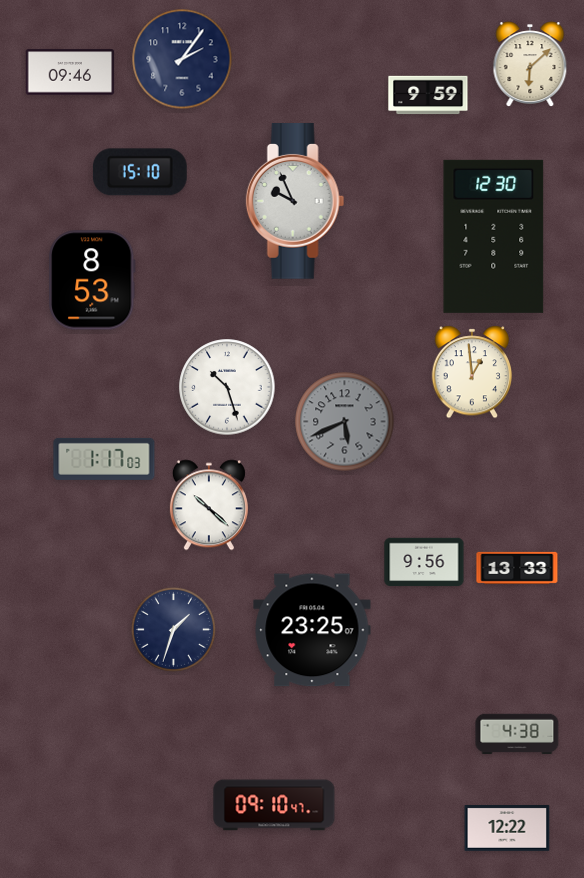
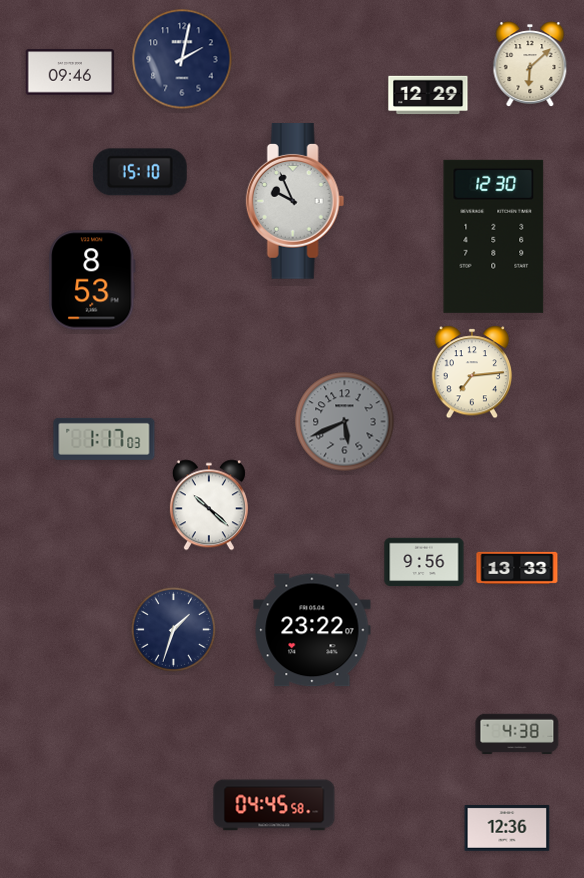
clock at (182, 59): 2:06 -> 2:02
clock at (428, 95): 9:59 -> 12:29
clock at (472, 372): 12:59 -> 7:14
clock at (227, 387): 10:27 -> none
clock at (104, 459) position: (104, 459) -> (104, 439)
clock at (312, 630): 23:25 -> 23:22
clock at (274, 805): 09:10 -> 04:45
clock at (507, 829): 12:22 -> 12:36
